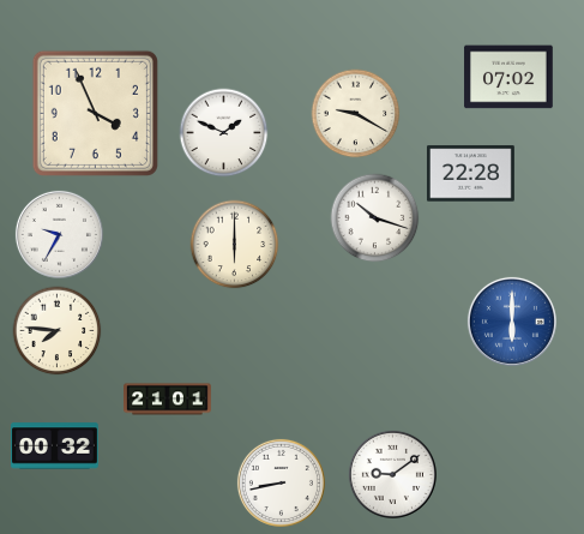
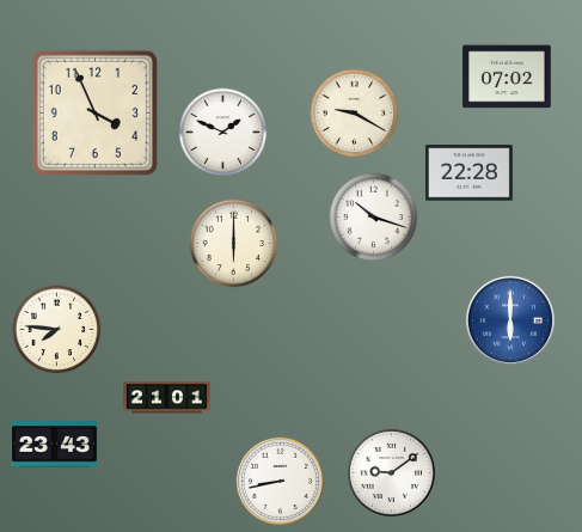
clock at (59, 234): 9:35 -> none
clock at (55, 446): 00:32 -> 23:43
